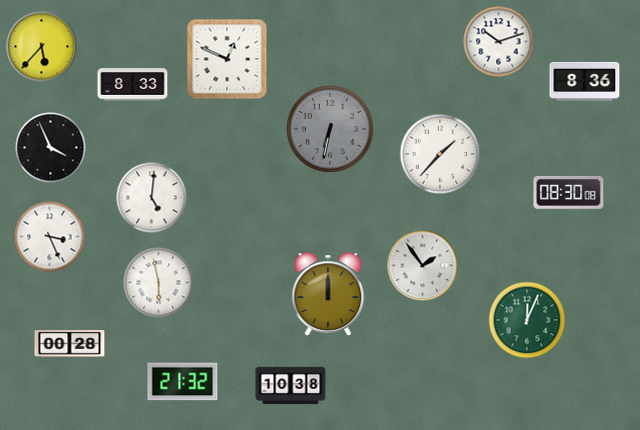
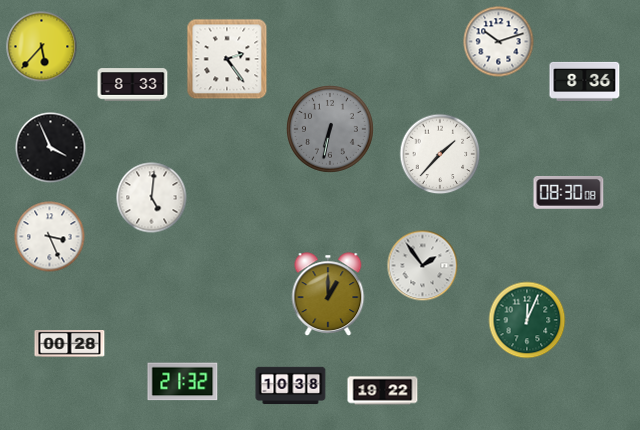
clock at (227, 59): 12:49 -> 2:24
clock at (159, 283): 5:58 -> none
clock at (328, 294): 12:00 -> 1:00
clock at (383, 391): none -> 19:22
